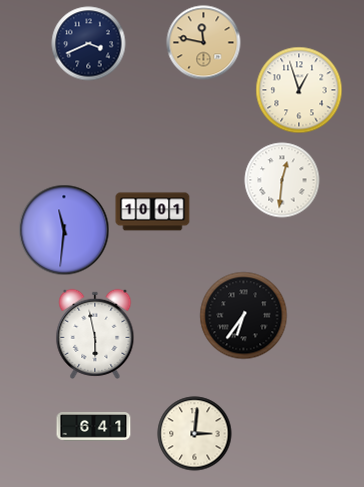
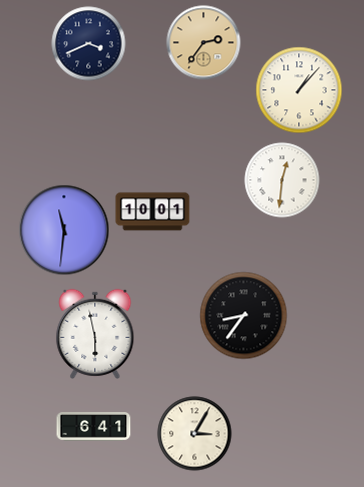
clock at (204, 43): 11:47 -> 2:36
clock at (299, 90): 12:57 -> 1:07
clock at (244, 316): 6:36 -> 8:36
clock at (195, 434): 3:01 -> 3:05
